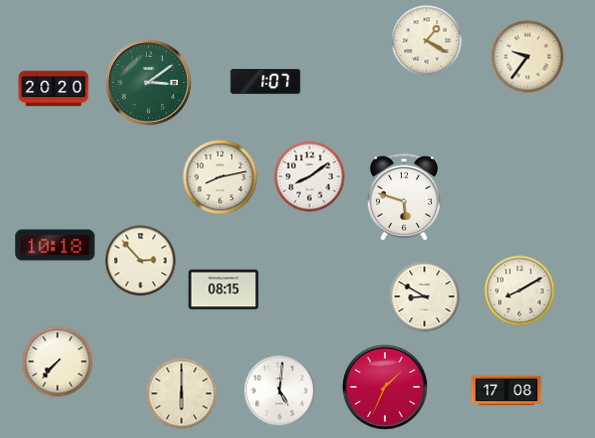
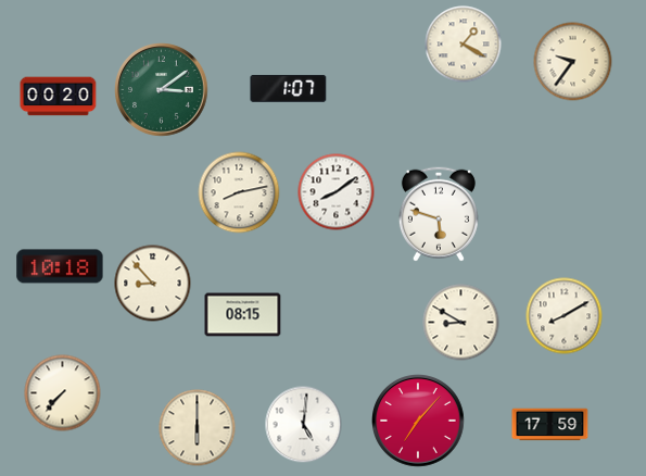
clock at (54, 89): 20:20 -> 00:20
clock at (141, 261): 2:53 -> 8:53
clock at (386, 388): 1:34 -> 7:07
clock at (507, 391): 17:08 -> 17:59
